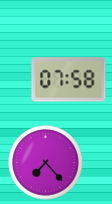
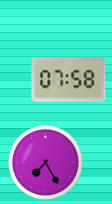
clock at (46, 163): 7:23 -> 7:25
